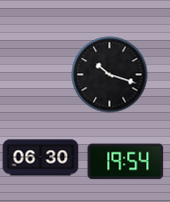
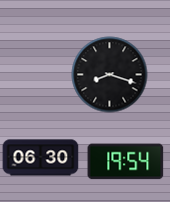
clock at (110, 75): 10:18 -> 8:18
